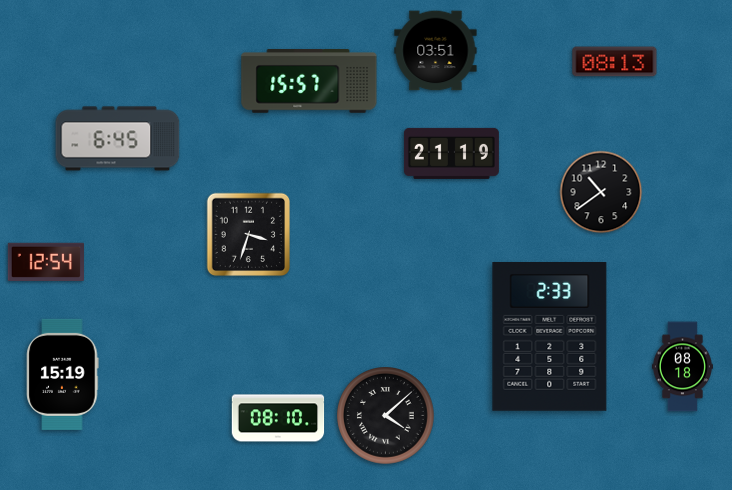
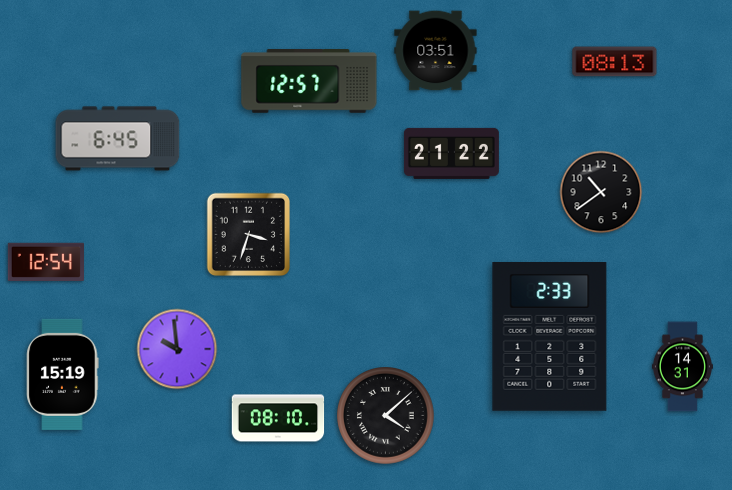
clock at (309, 82): 15:57 -> 12:57
clock at (451, 153): 21:19 -> 21:22
clock at (177, 349): none -> 9:59
clock at (682, 367): 08:18 -> 14:31
